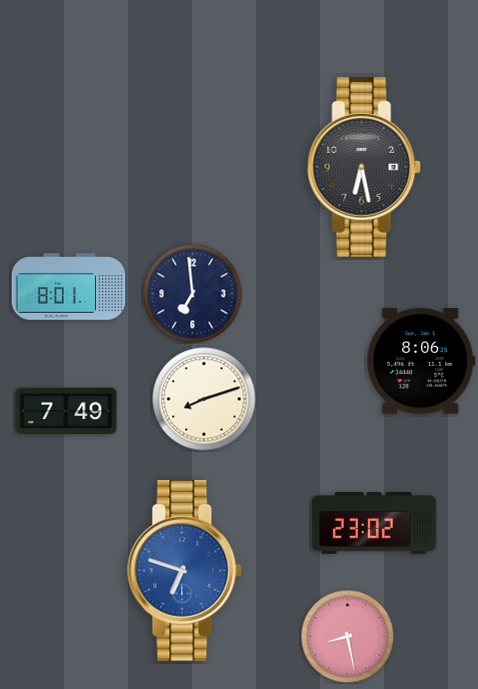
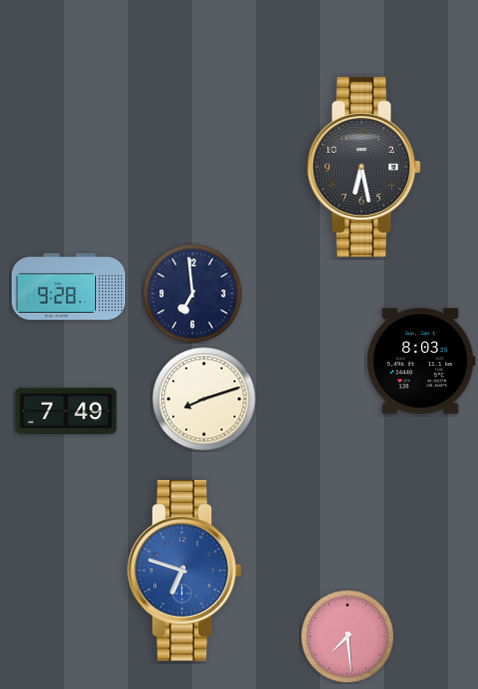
clock at (69, 287): 8:01 -> 9:28
clock at (421, 361): 8:06 -> 8:03
clock at (374, 523): 23:02 -> none
clock at (347, 636): 8:28 -> 7:29
